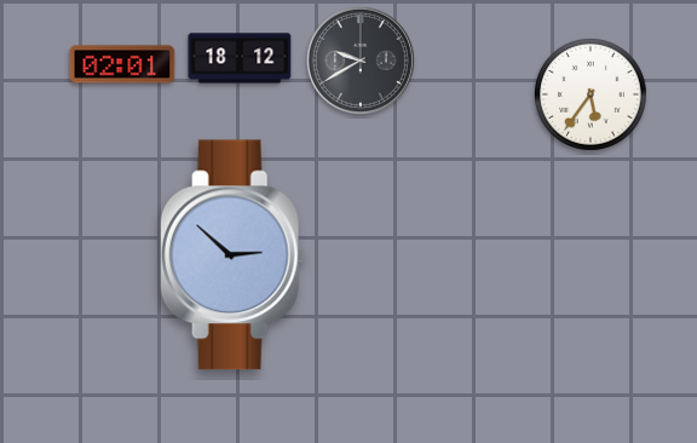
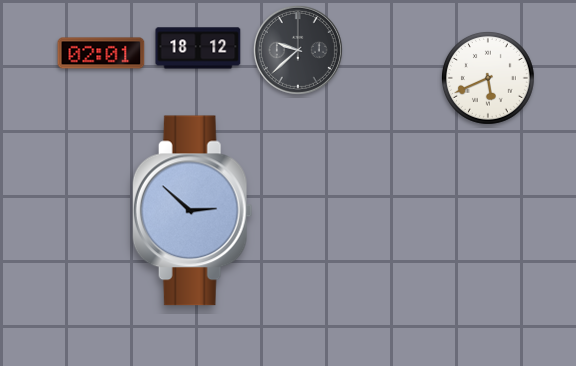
clock at (361, 61): 9:40 -> 9:38
clock at (592, 96): 5:36 -> 5:41
